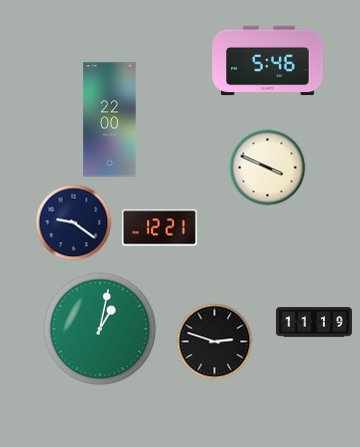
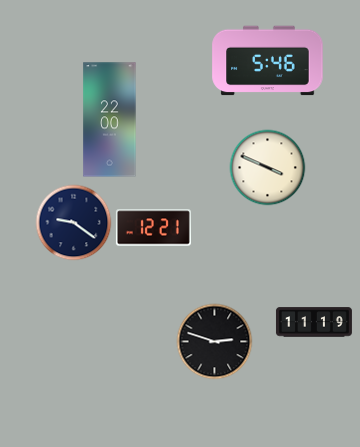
clock at (159, 228) position: (159, 228) -> (153, 228)
clock at (100, 329): 1:02 -> none
